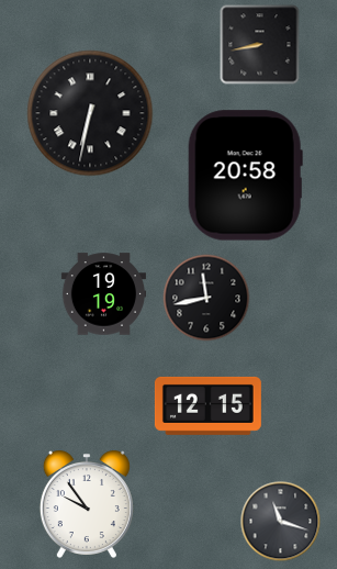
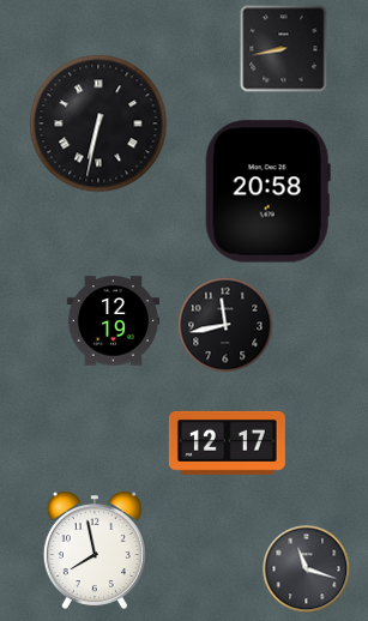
clock at (103, 294): 19:19 -> 12:19
clock at (207, 405): 12:15 -> 12:17
clock at (87, 504): 9:54 -> 7:58
